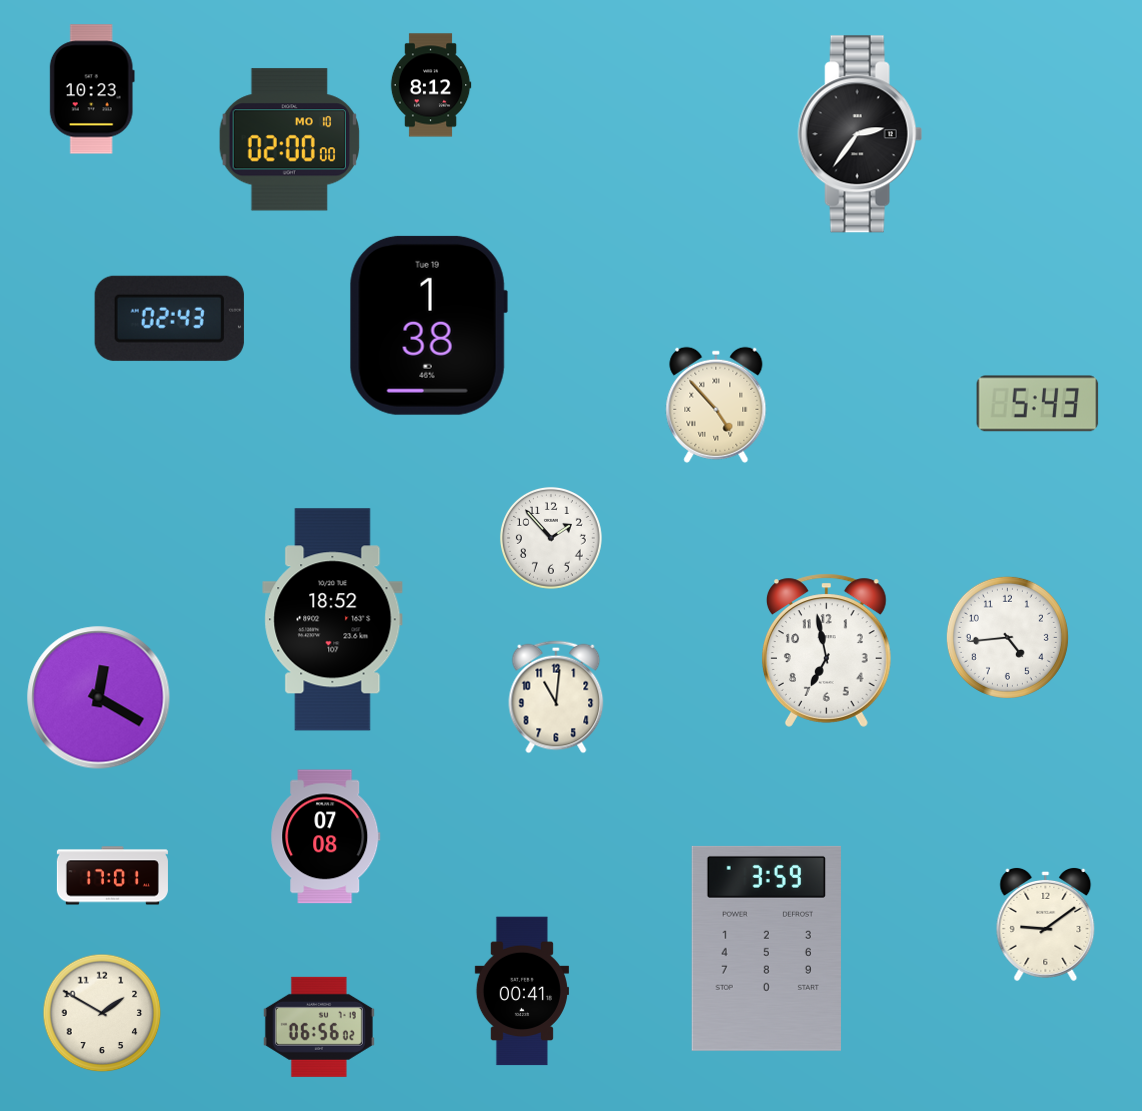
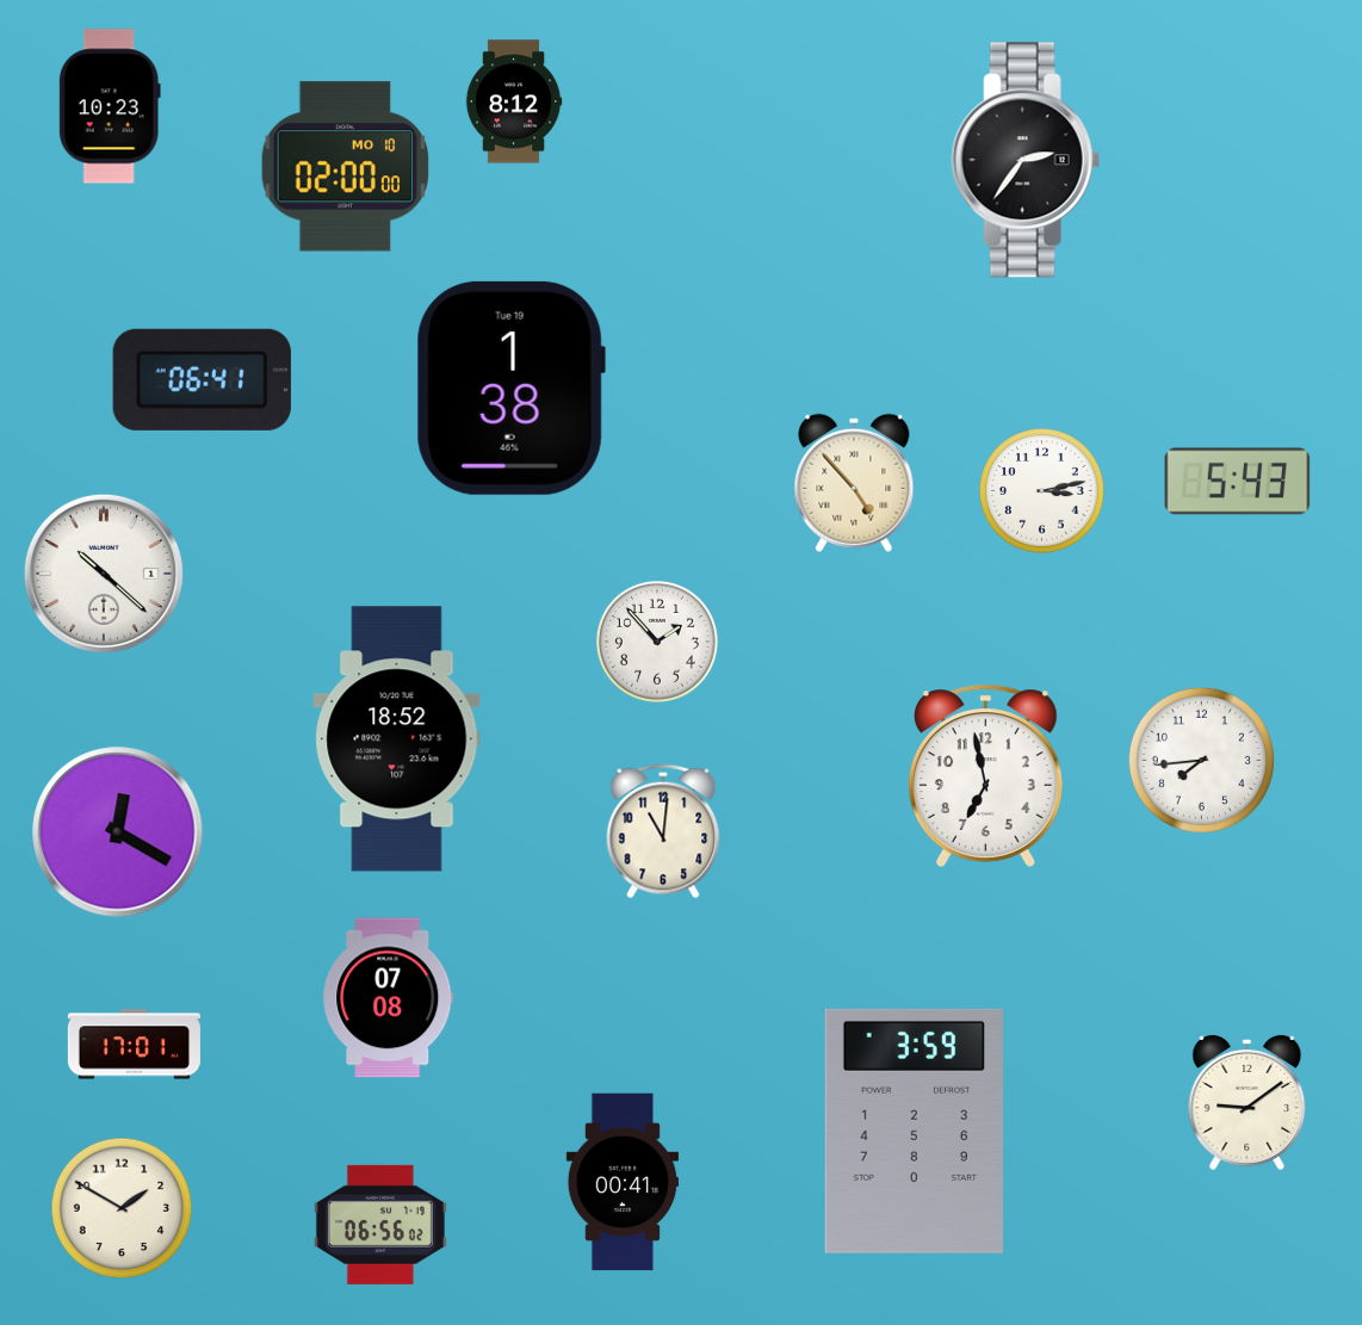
clock at (169, 318): 02:43 -> 06:41
clock at (1042, 491): none -> 3:13
clock at (104, 574): none -> 10:22
clock at (1007, 637): 4:44 -> 7:44
